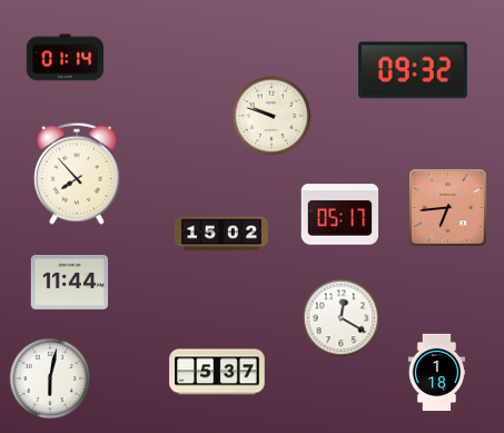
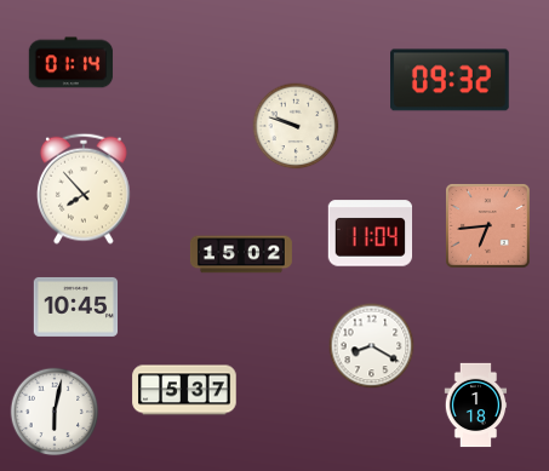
clock at (414, 70) position: (414, 70) -> (451, 80)
clock at (340, 215): 05:17 -> 11:04
clock at (70, 282): 11:44 -> 10:45
clock at (342, 318): 12:20 -> 8:20
clock at (217, 372) position: (217, 372) -> (184, 390)
